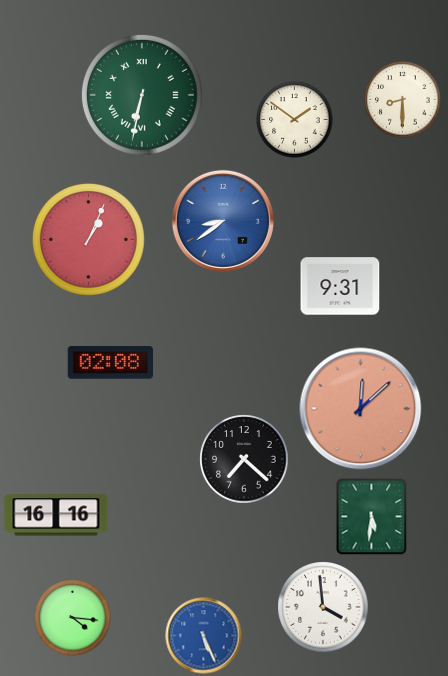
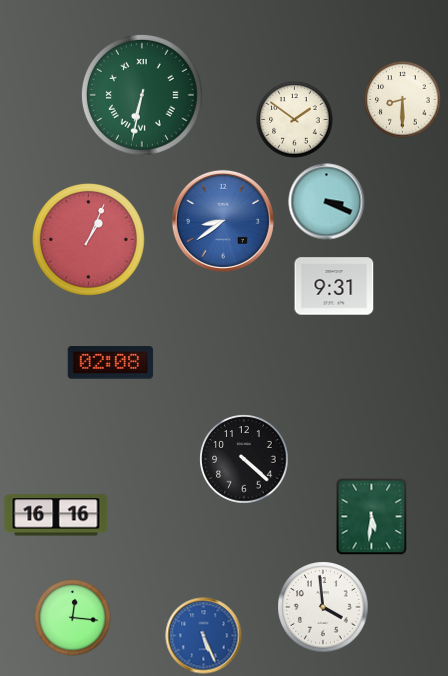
clock at (327, 202): none -> 3:19
clock at (340, 286) position: (340, 286) -> (334, 286)
clock at (361, 409): 12:08 -> none
clock at (244, 459): 7:22 -> 4:22
clock at (73, 618): 4:16 -> 12:16
